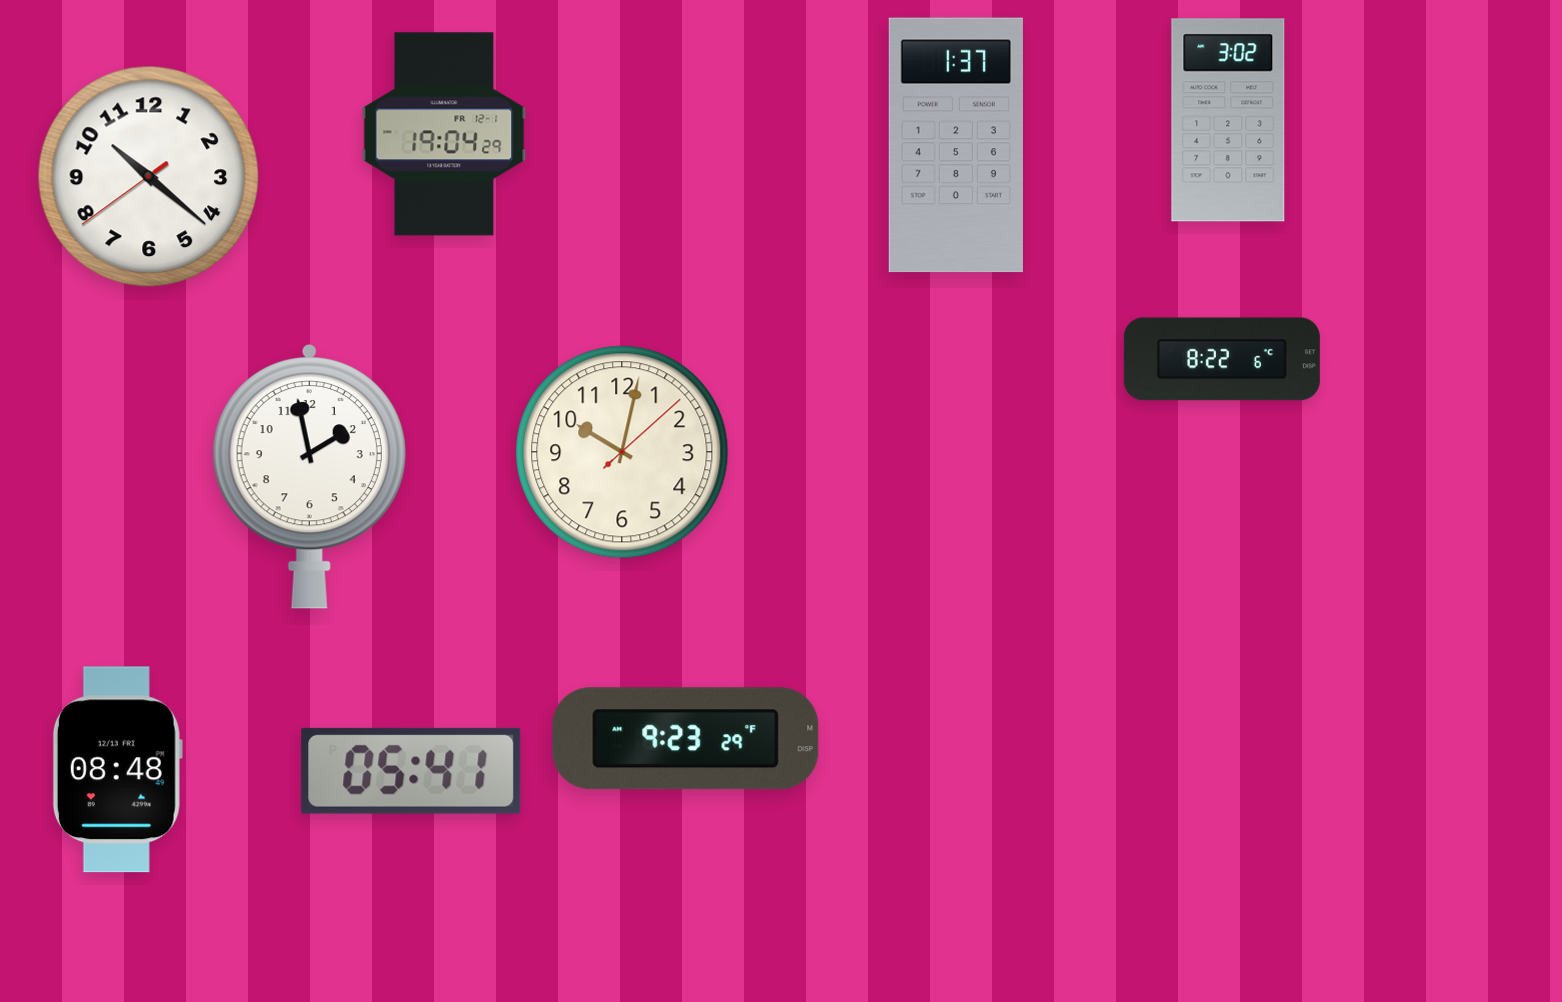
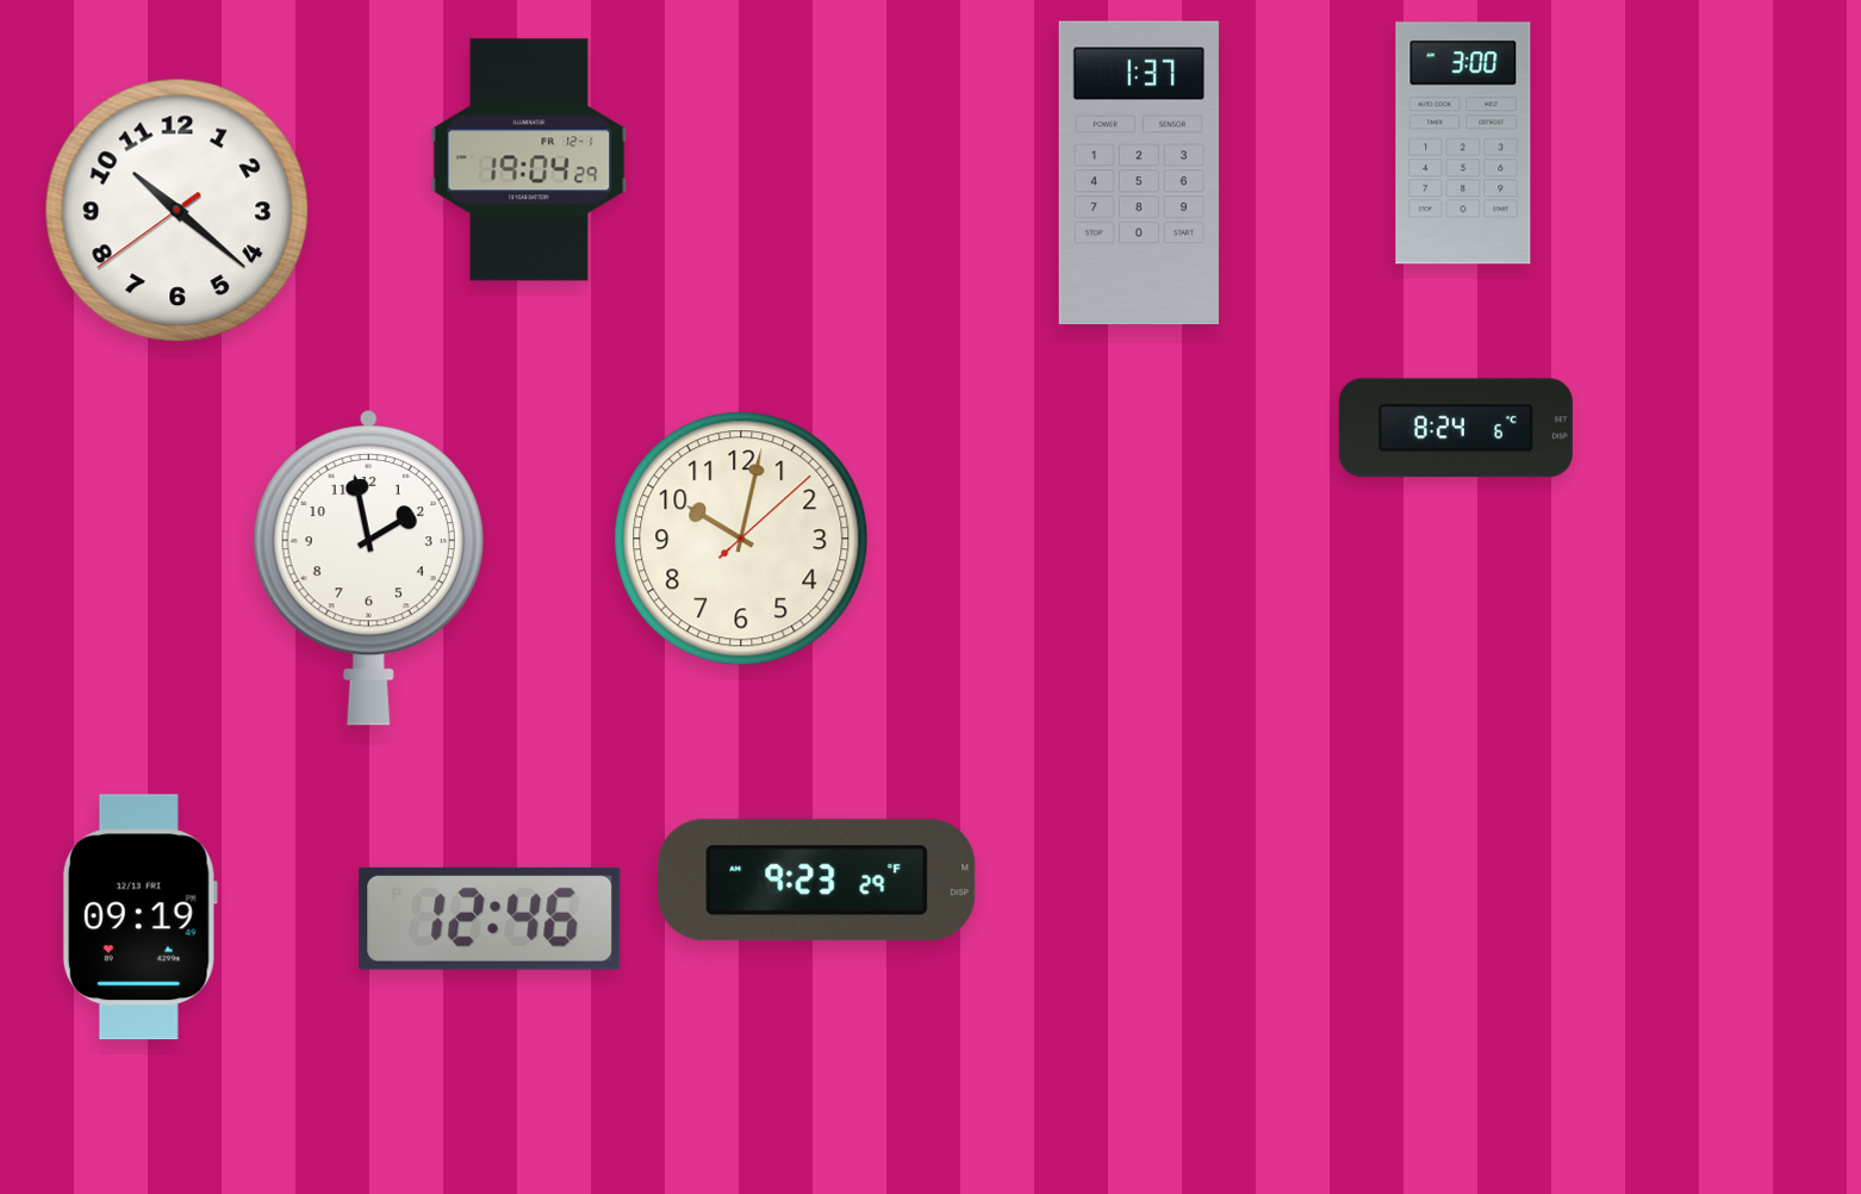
clock at (1228, 120): 3:02 -> 3:00
clock at (1222, 359): 8:22 -> 8:24
clock at (117, 770): 08:48 -> 09:19
clock at (411, 771): 05:41 -> 12:46
